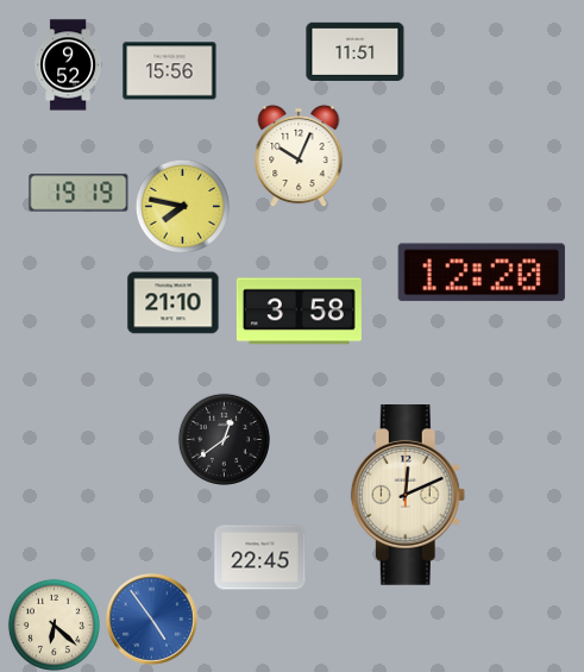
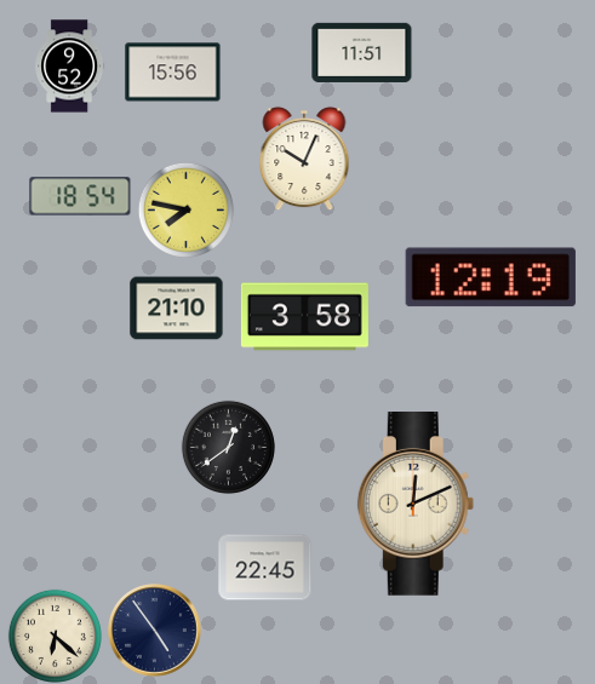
clock at (79, 193): 19:19 -> 18:54
clock at (482, 272): 12:20 -> 12:19
clock at (152, 620) dial: blue -> navy
